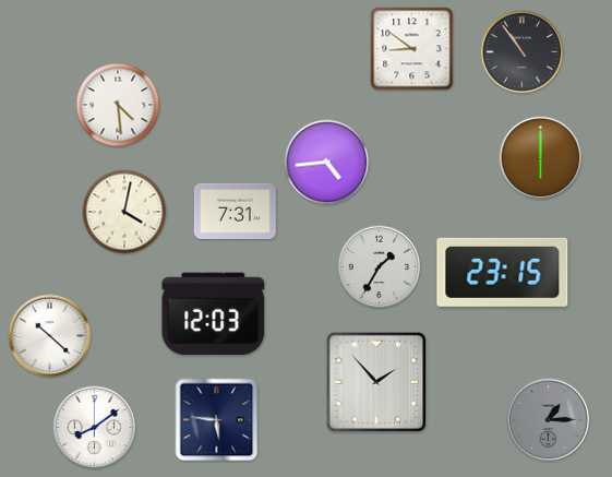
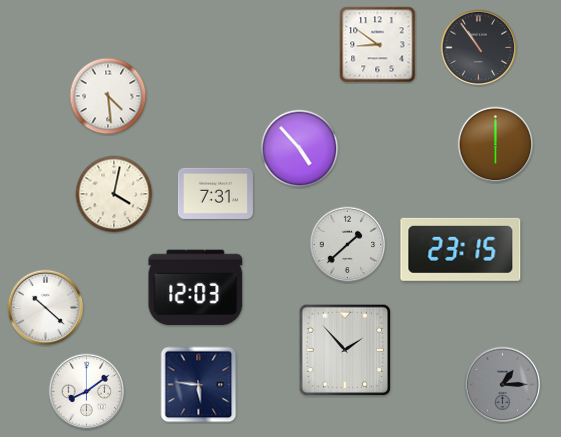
clock at (327, 163): 4:44 -> 4:53
clock at (380, 267): 1:35 -> 1:38
